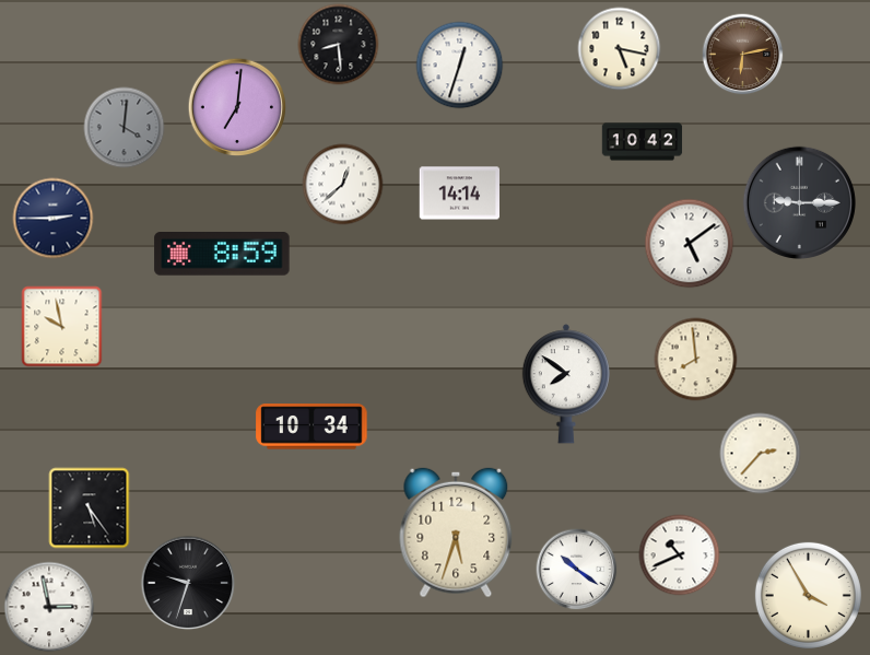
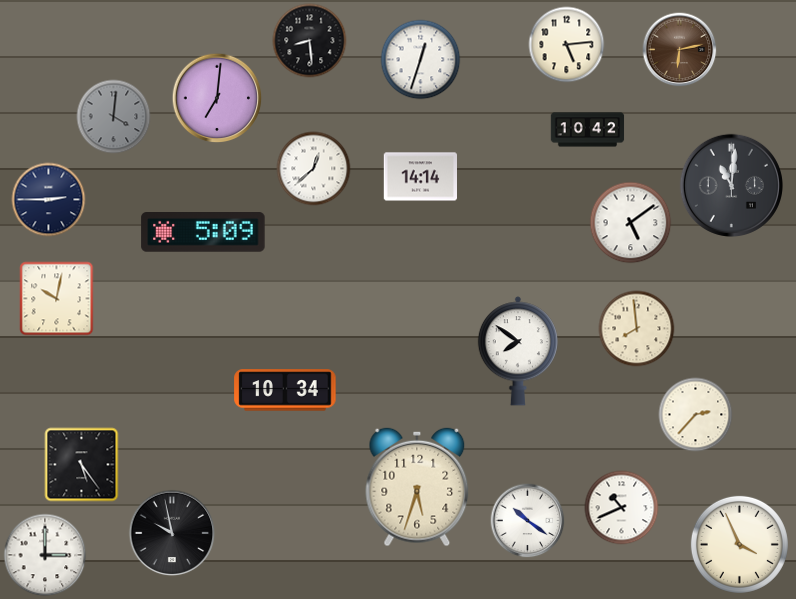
clock at (620, 49): 5:17 -> 5:14
clock at (799, 202): 9:15 -> 11:01
clock at (222, 255): 8:59 -> 5:09
clock at (62, 327): 9:58 -> 10:02
clock at (188, 583): 9:33 -> 9:58
clock at (808, 595): 3:55 -> 3:56
clock at (49, 607): 2:58 -> 3:00
